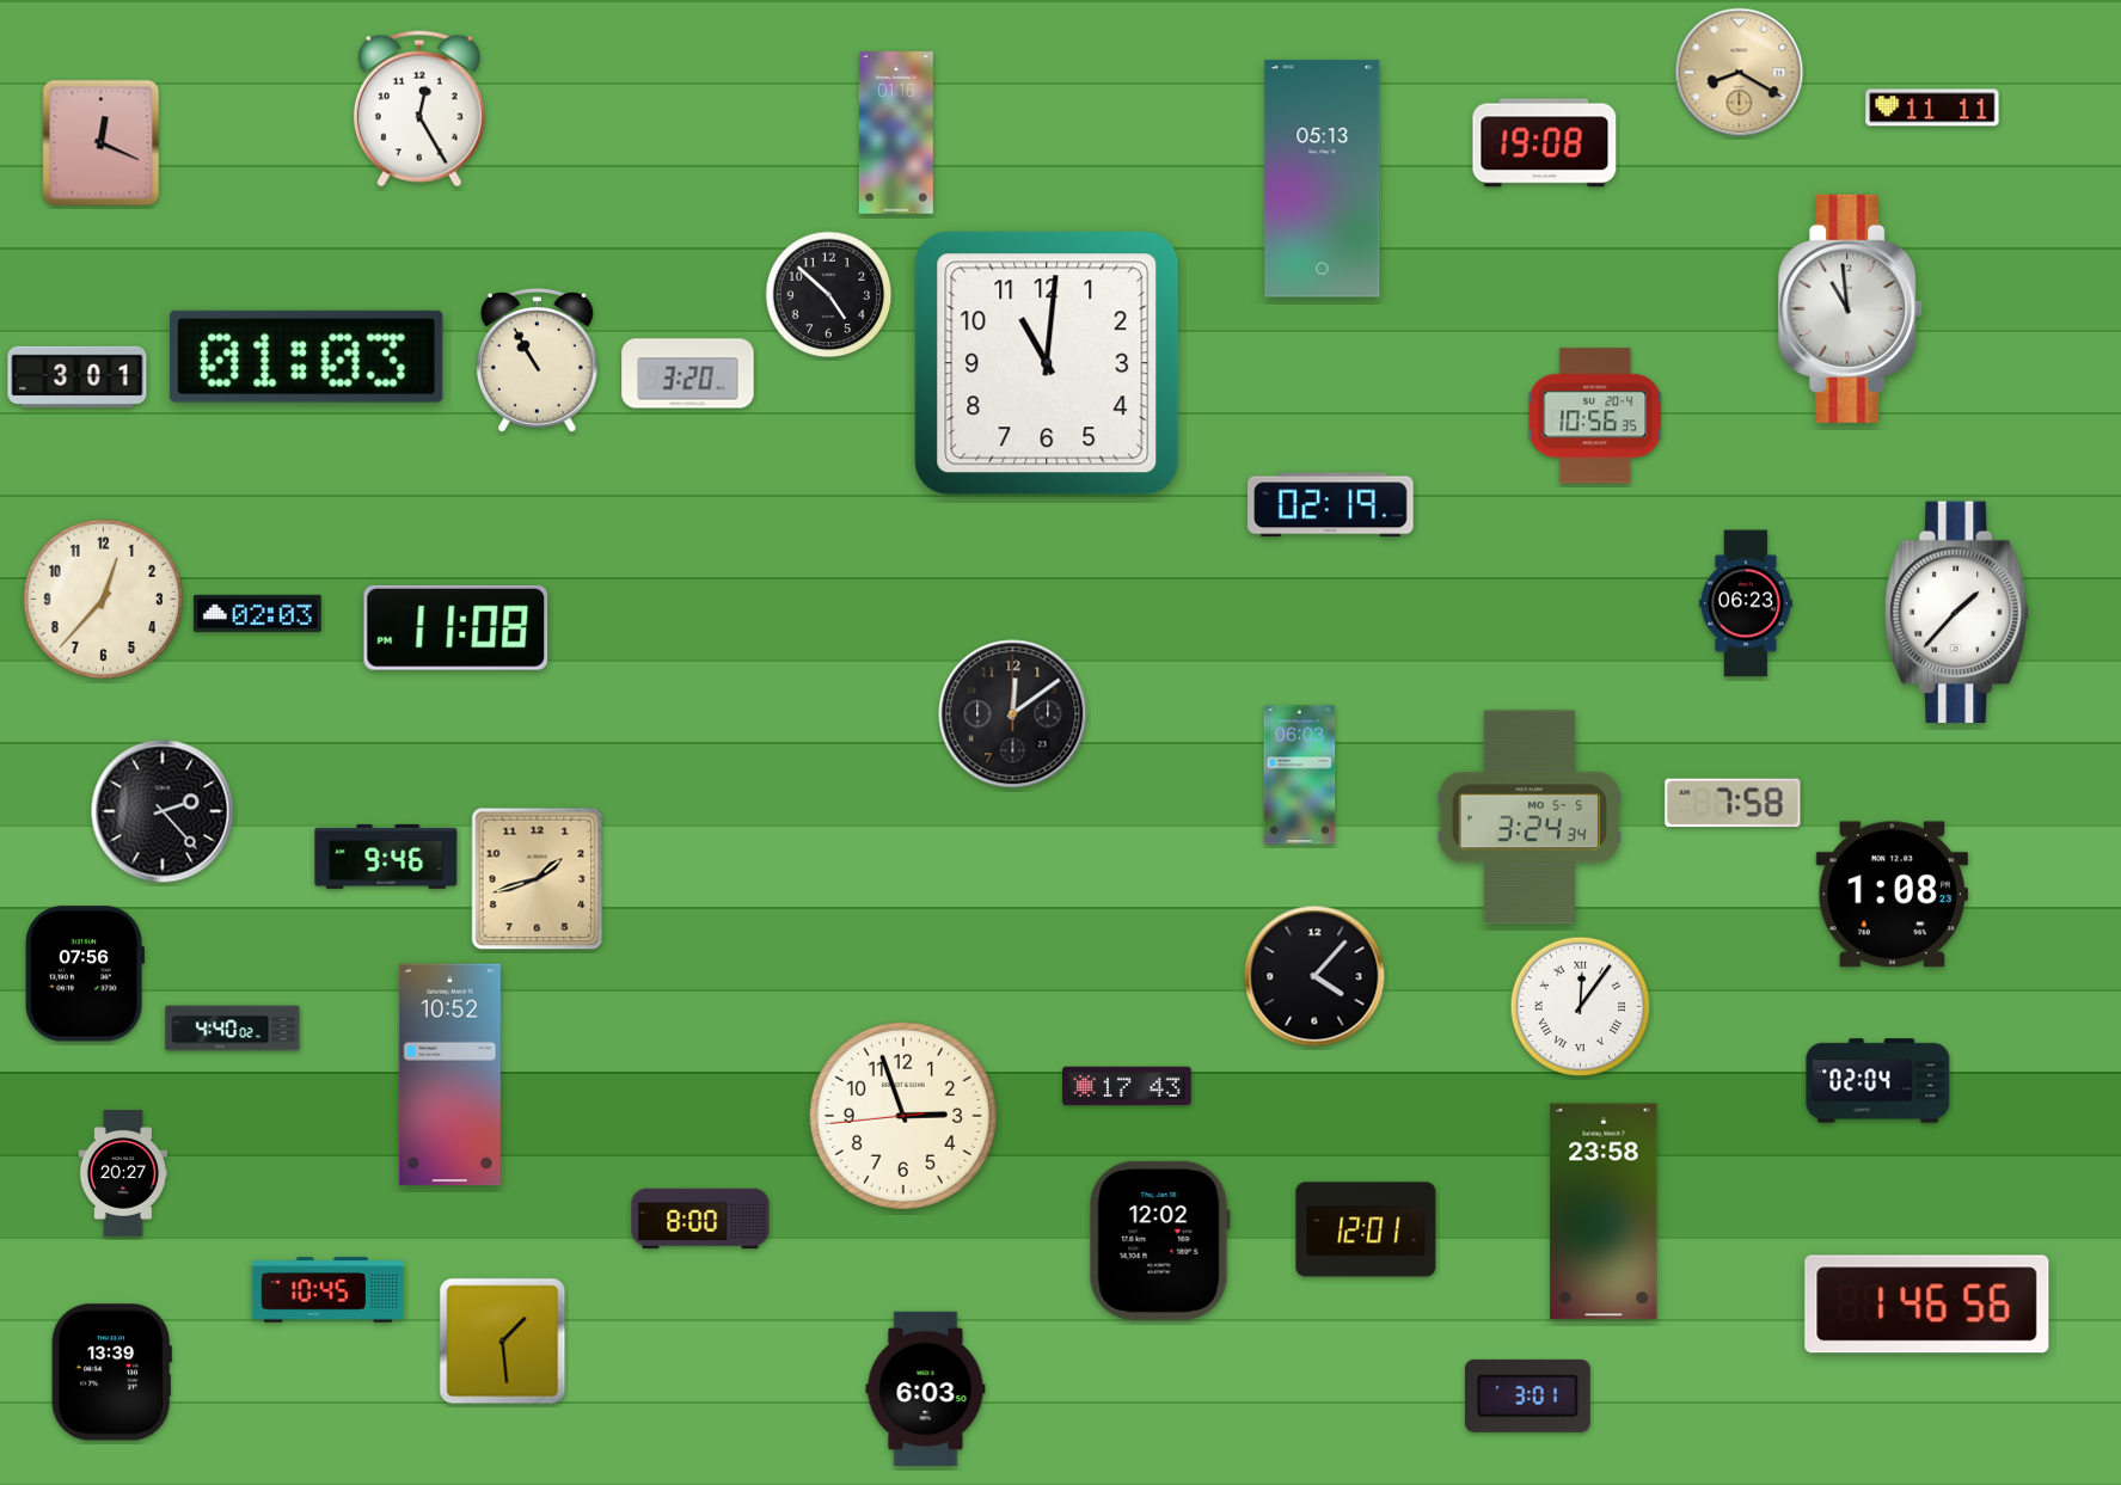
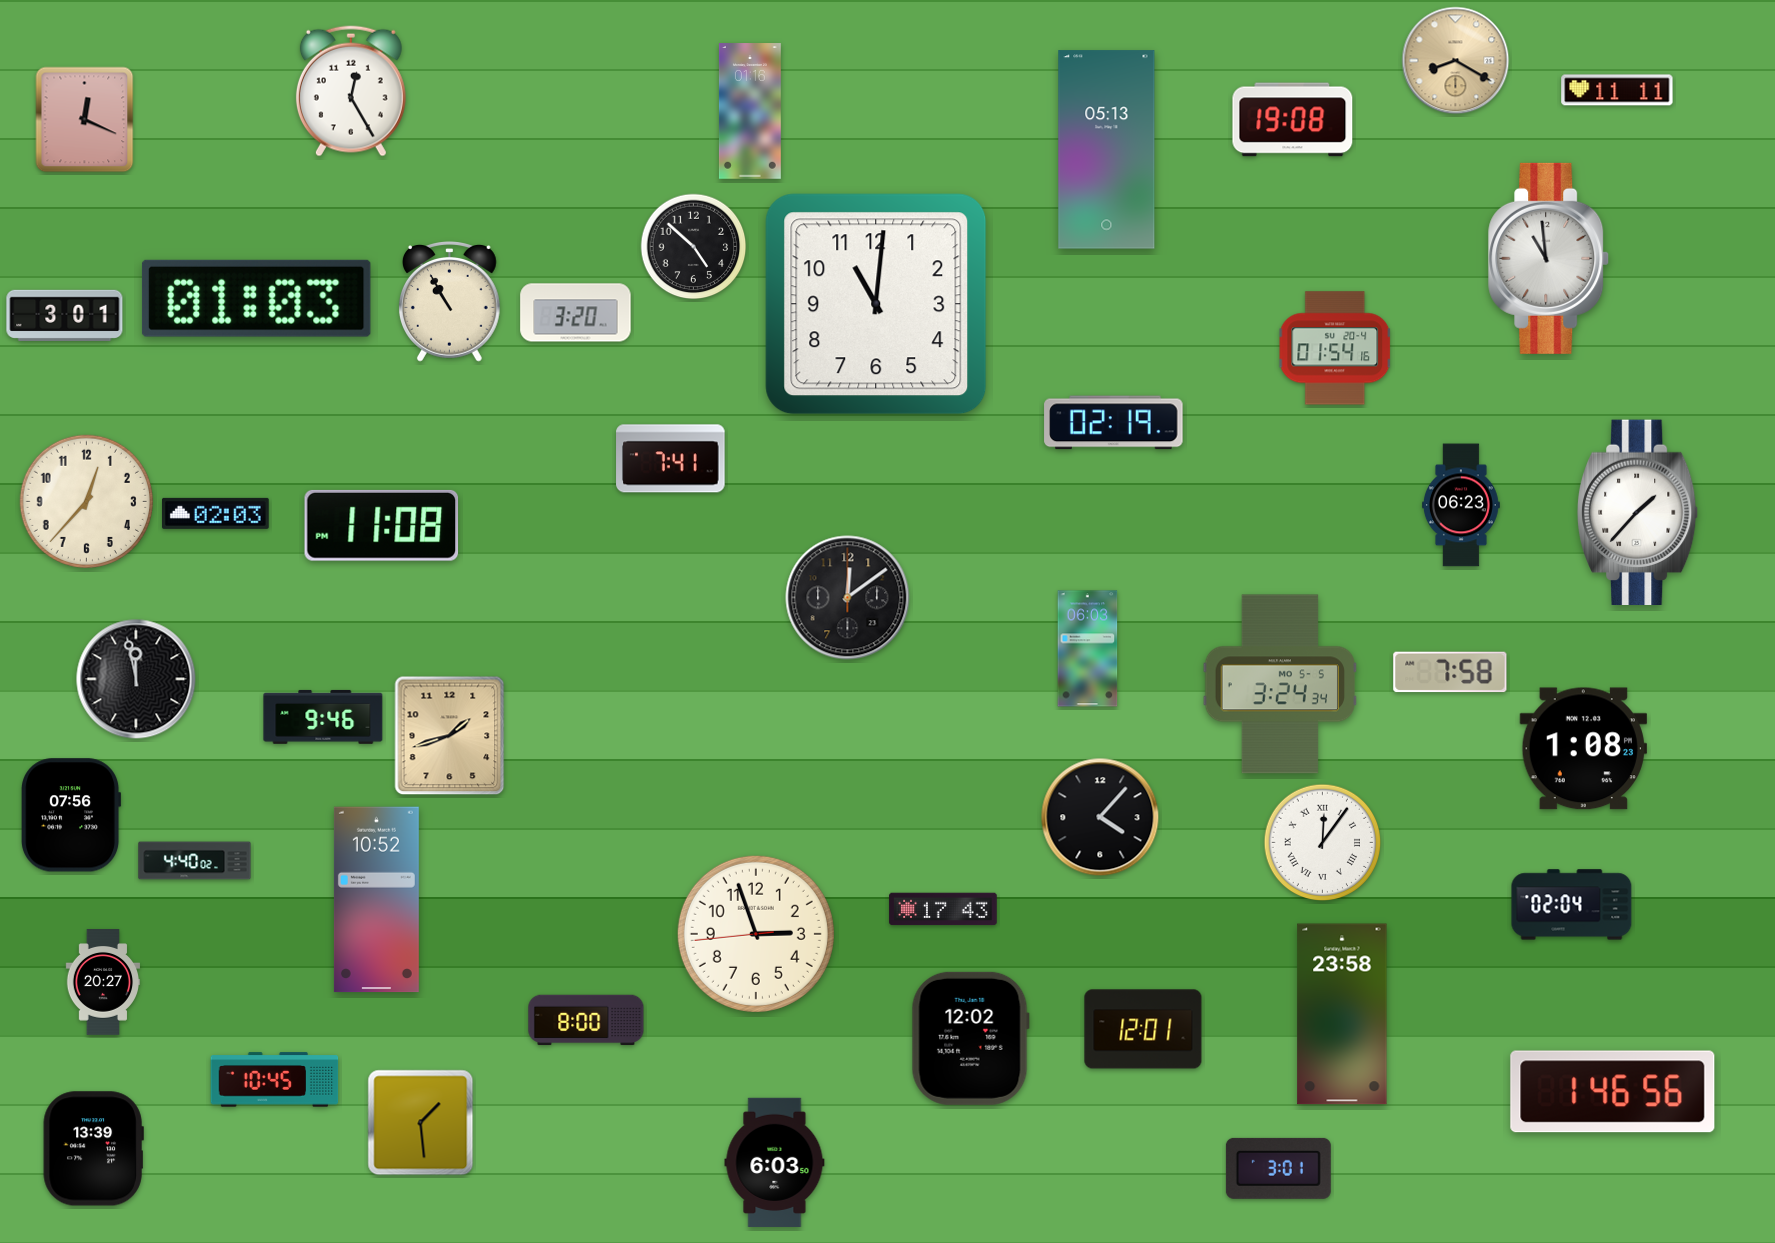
clock at (1595, 416): 10:56 -> 01:54
clock at (671, 459): none -> 7:41
clock at (163, 811): 2:23 -> 11:58
